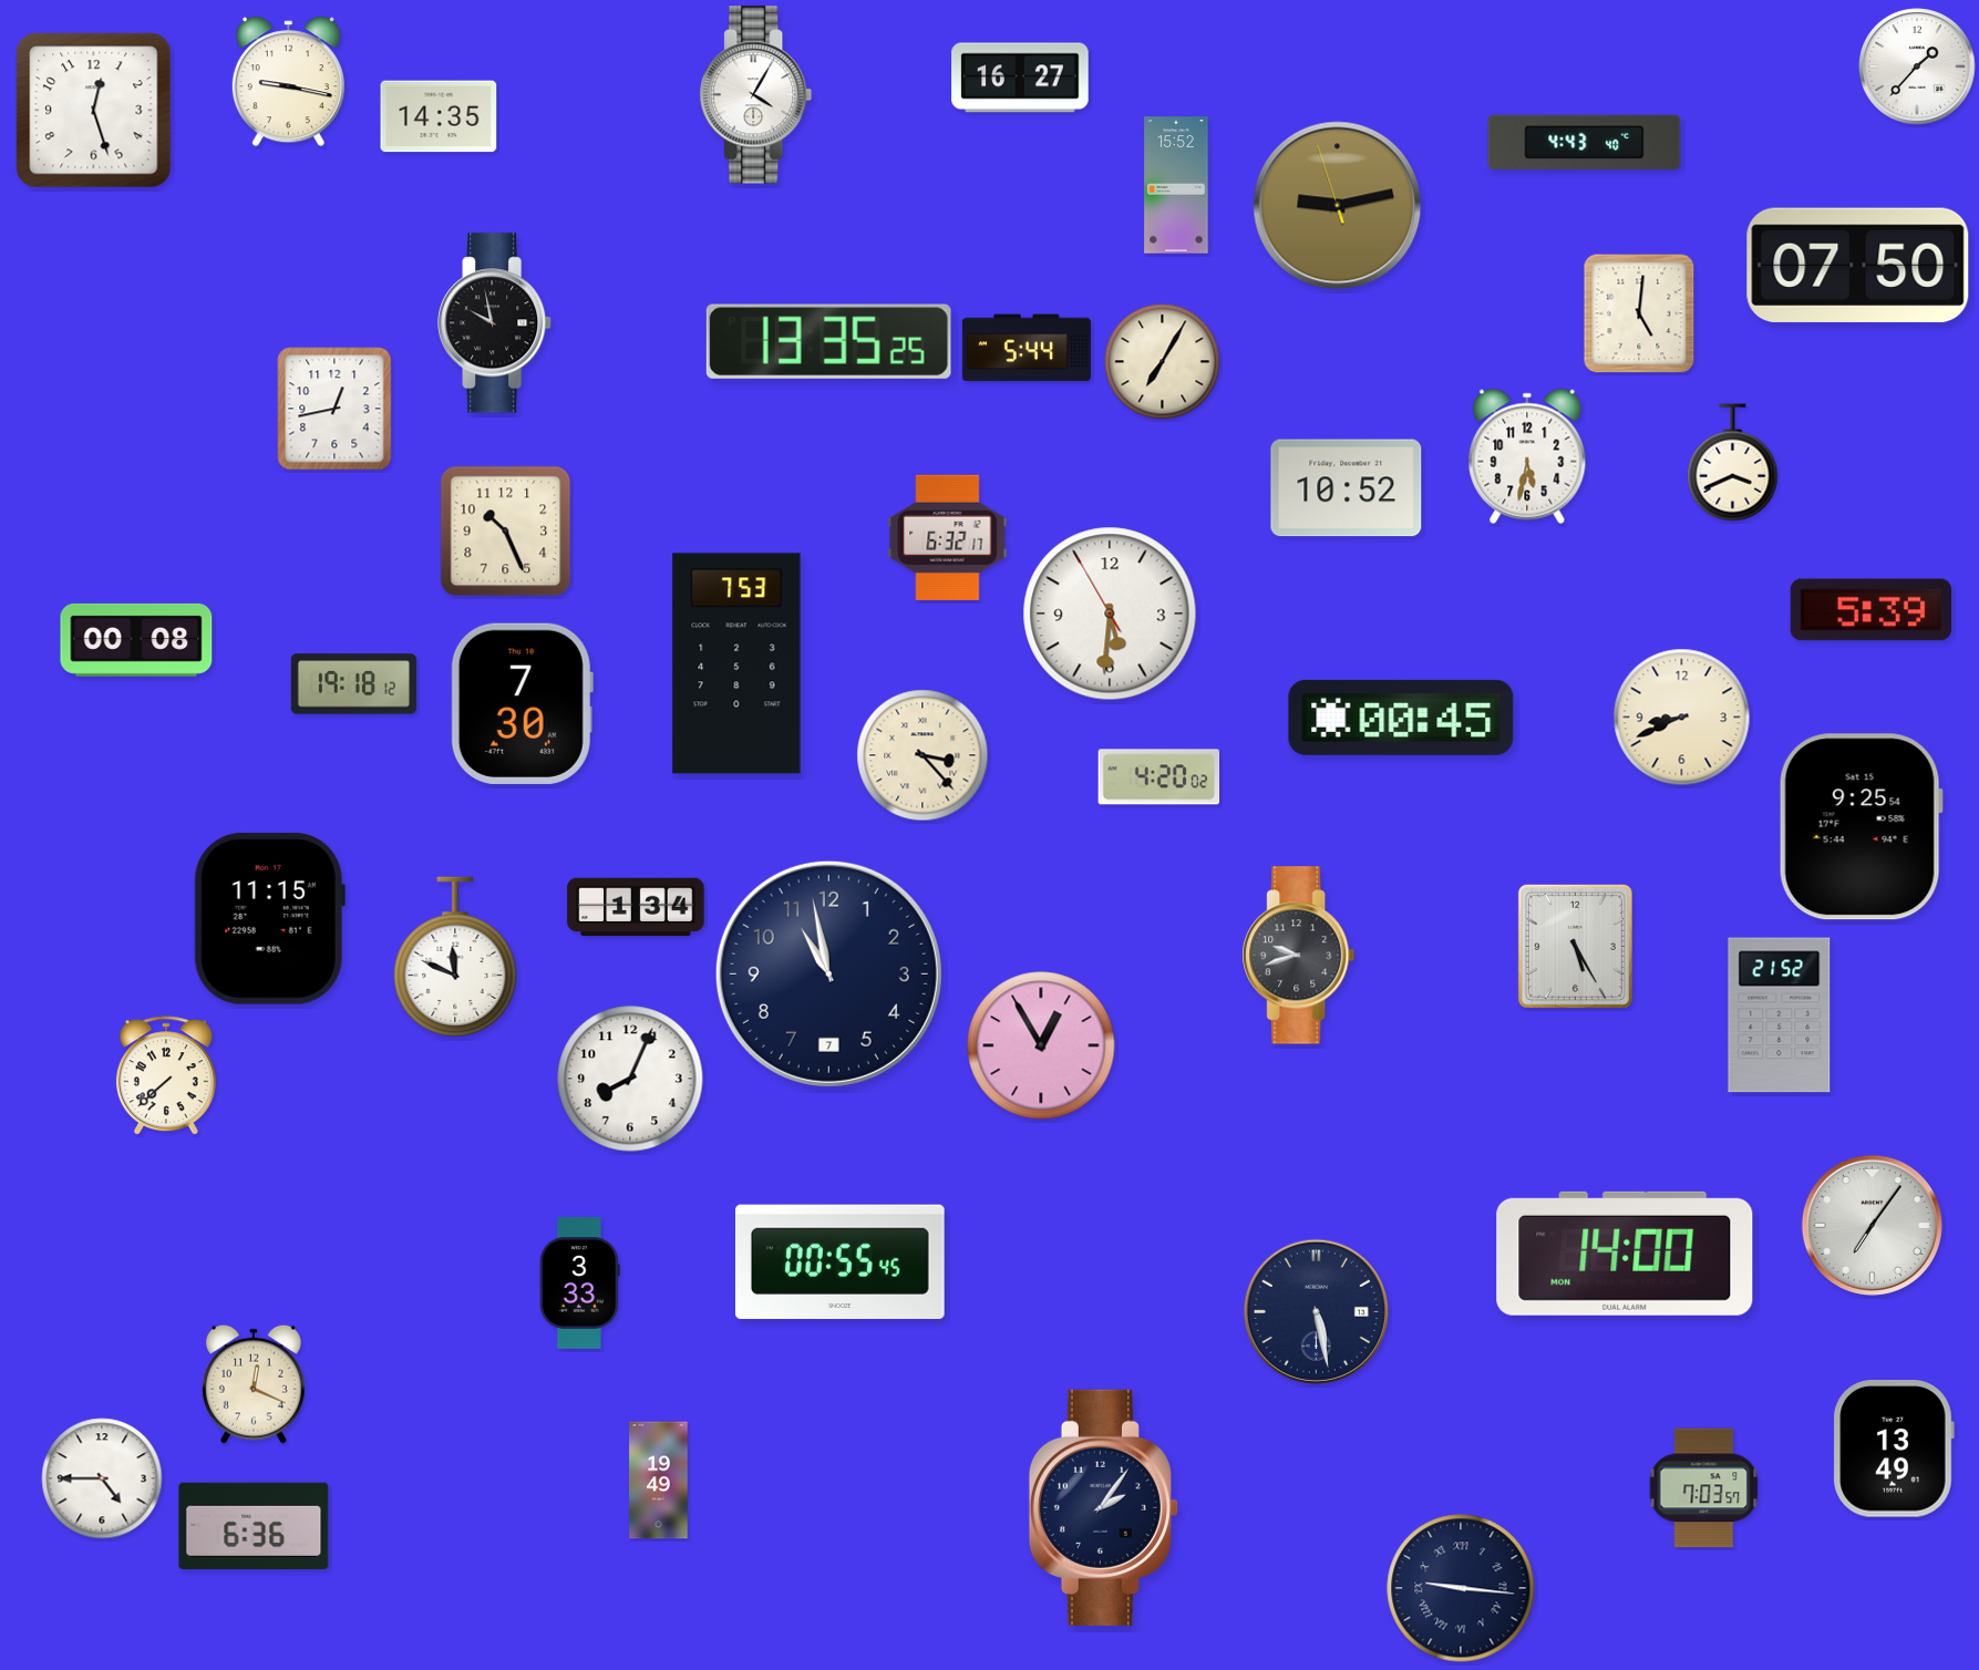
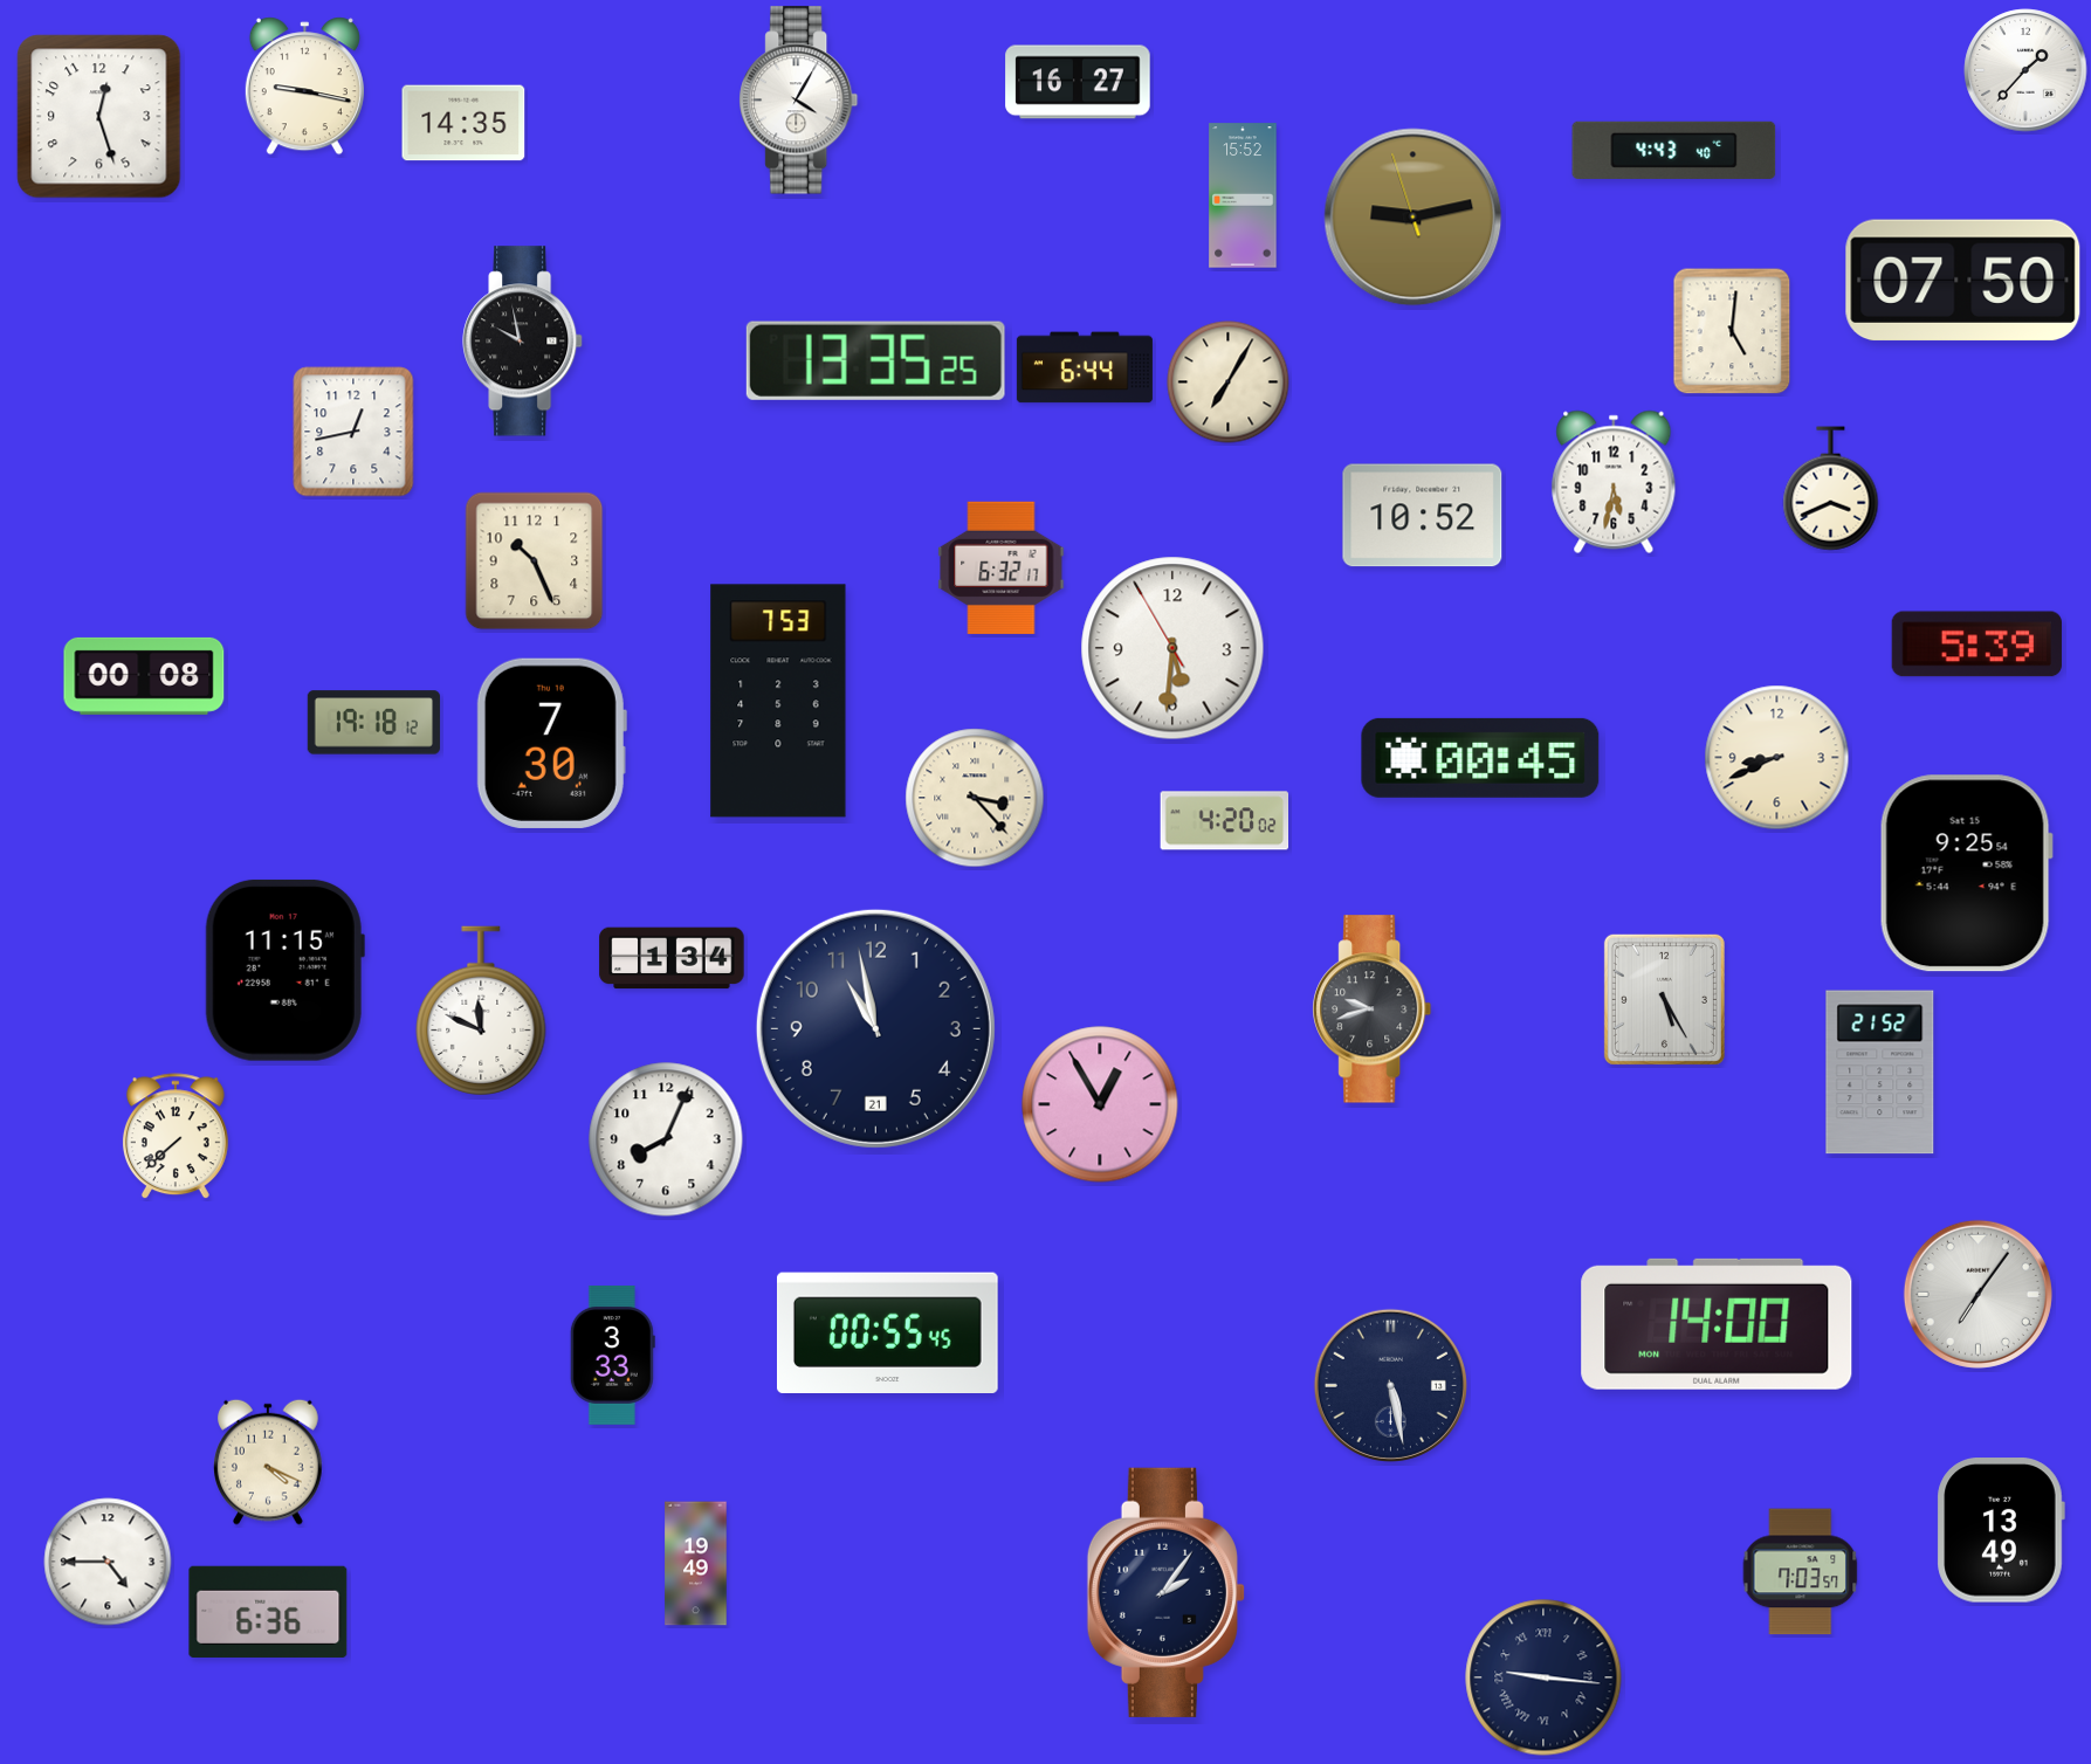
clock at (1027, 348): 5:44 -> 6:44
clock at (828, 973) date: 7 -> 21
clock at (255, 1384): 12:19 -> 4:19
